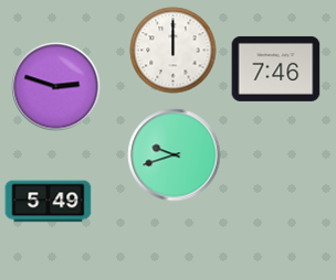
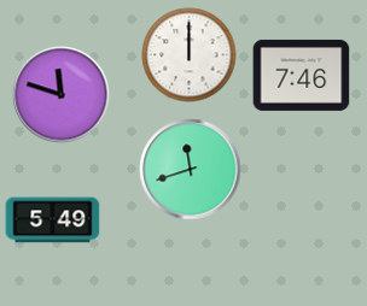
clock at (55, 86): 2:48 -> 11:48
clock at (174, 154): 9:42 -> 11:42
